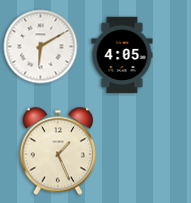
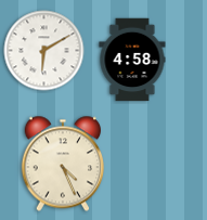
clock at (122, 55): 4:05 -> 4:58
clock at (57, 151): 1:26 -> 4:26
